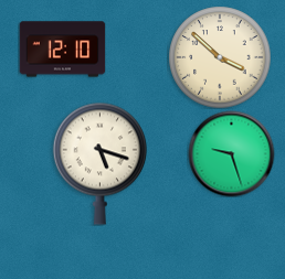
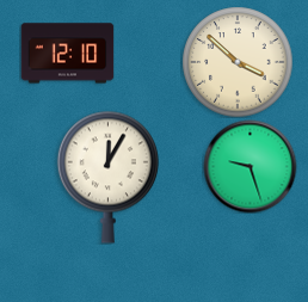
clock at (99, 163): 5:18 -> 12:05
